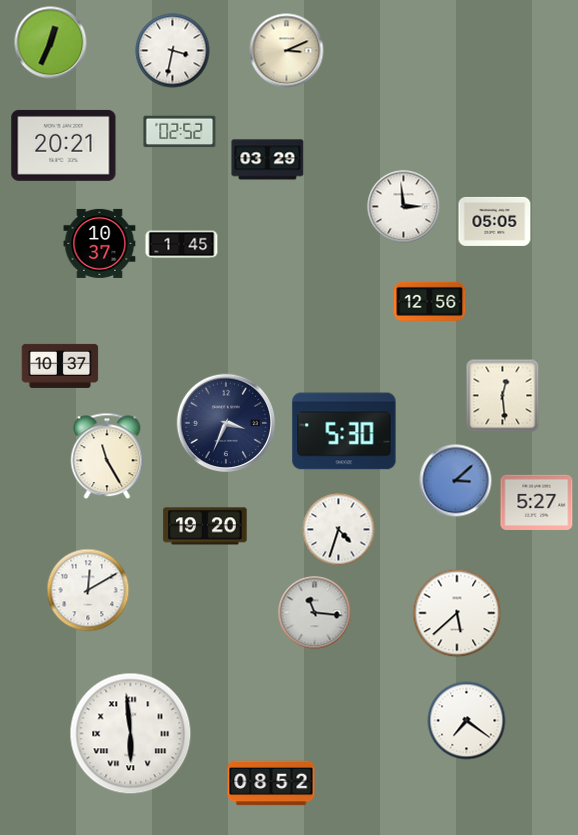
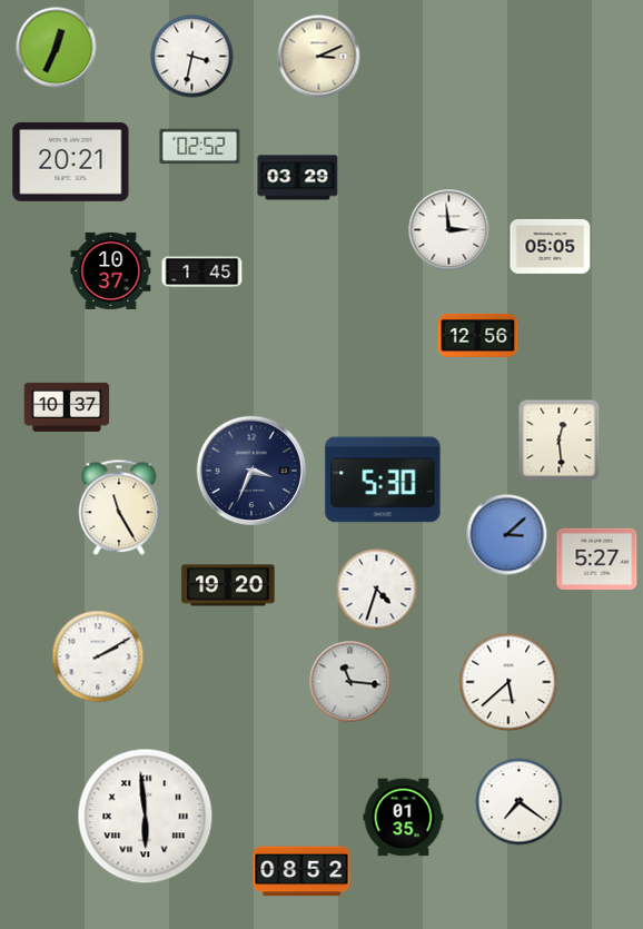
clock at (88, 590): 12:10 -> 2:10
clock at (404, 818): none -> 01:35
